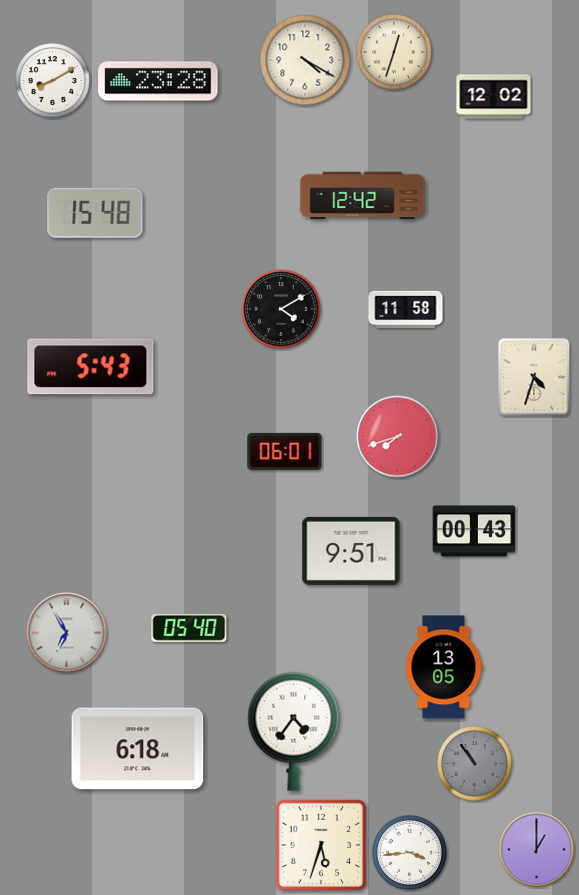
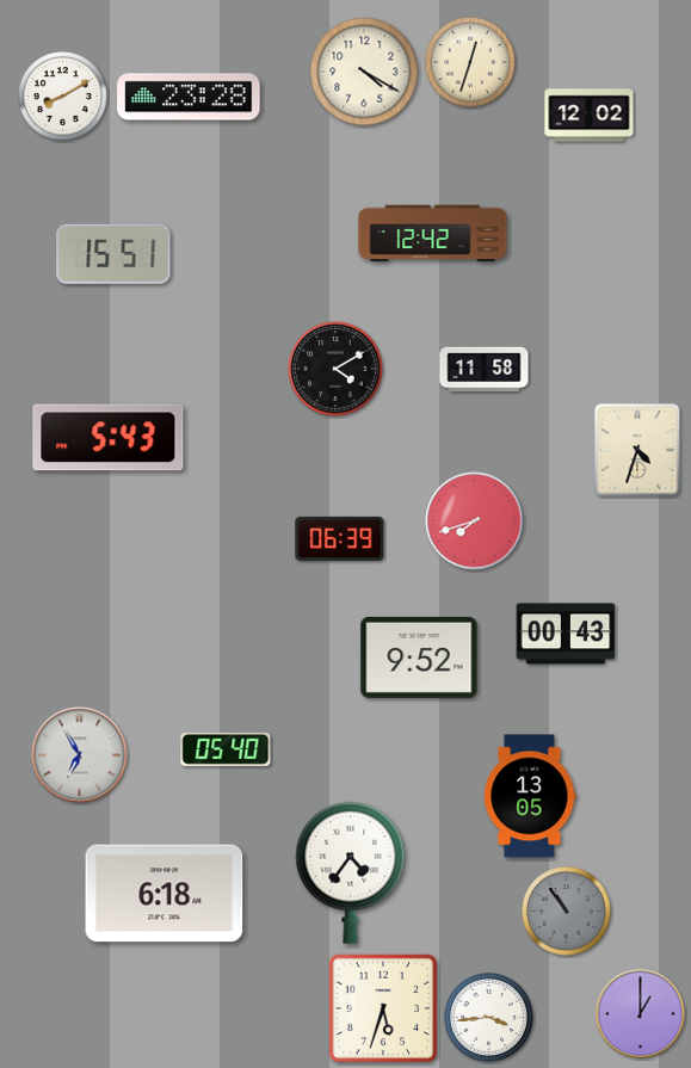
clock at (95, 213): 15:48 -> 15:51
clock at (285, 451): 06:01 -> 06:39
clock at (351, 551): 9:51 -> 9:52
